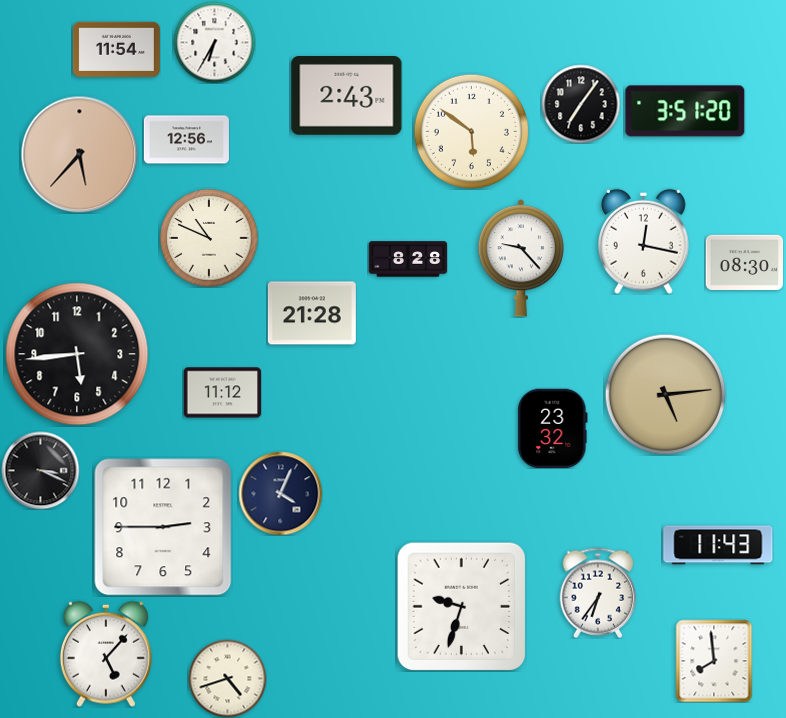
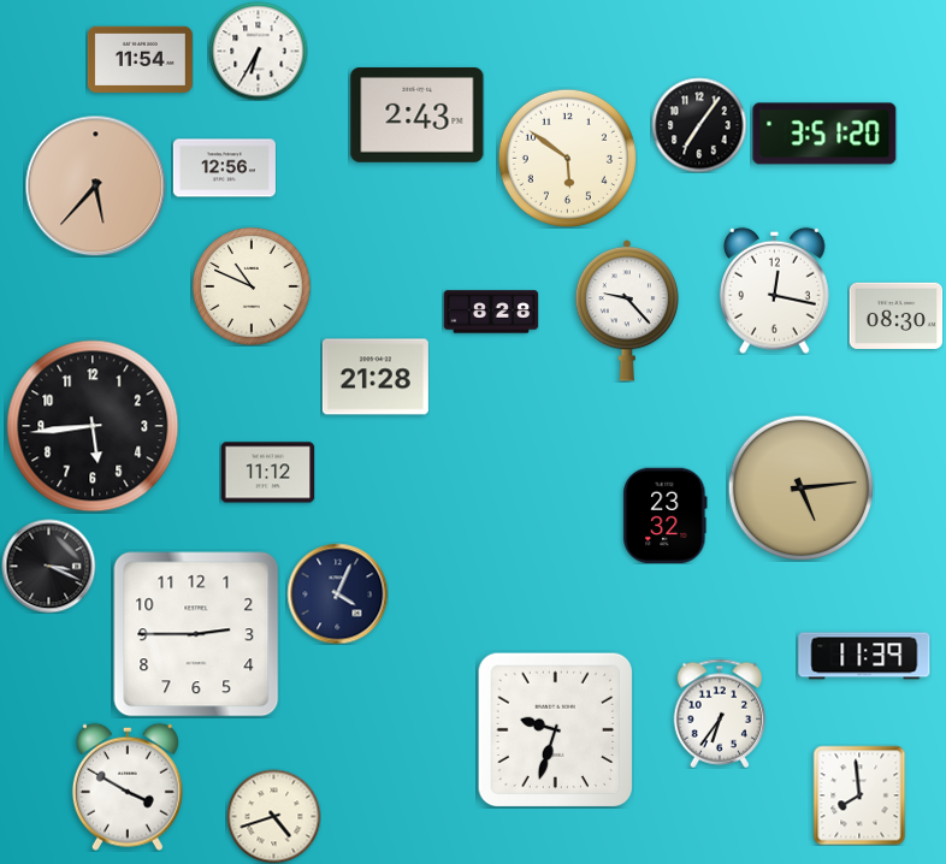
clock at (665, 394) position: (665, 394) -> (800, 487)
clock at (718, 545): 11:43 -> 11:39
clock at (106, 654): 5:07 -> 3:50
